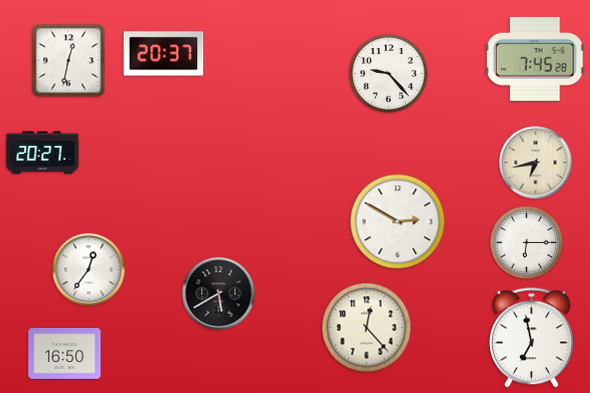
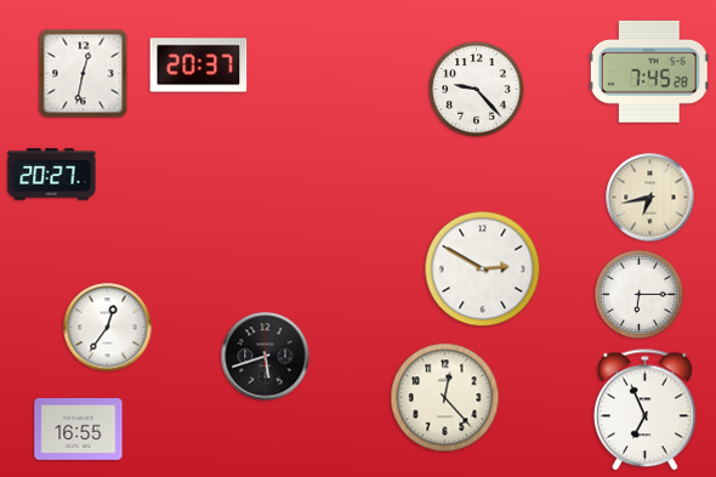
clock at (389, 74) position: (389, 74) -> (477, 90)
clock at (43, 153) position: (43, 153) -> (52, 175)
clock at (219, 294): 5:40 -> 5:42
clock at (532, 338): 6:58 -> 6:56
clock at (65, 354): 16:50 -> 16:55
